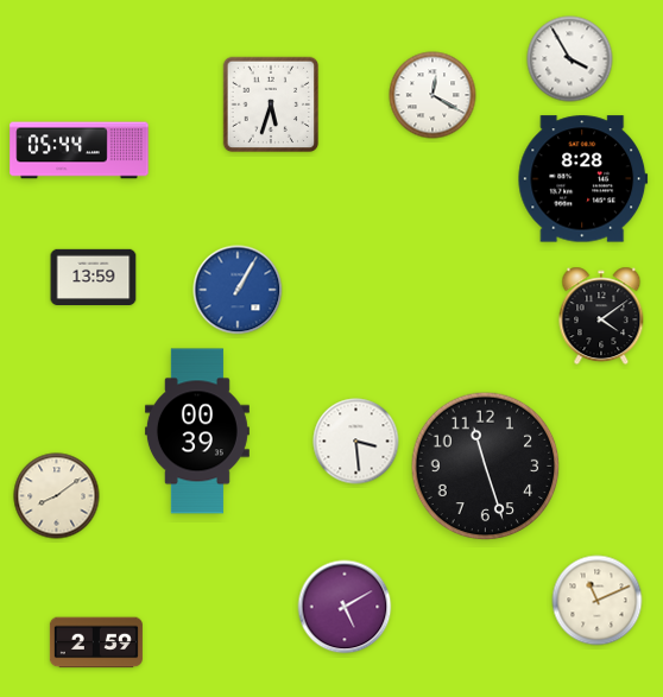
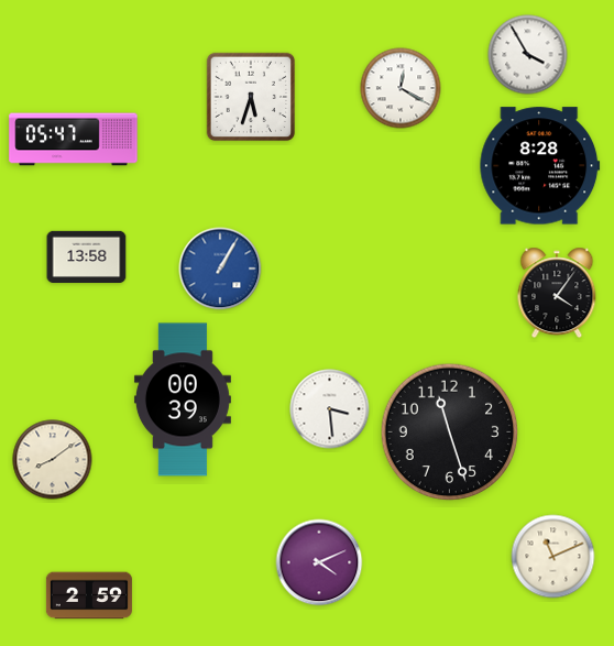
clock at (80, 151): 05:44 -> 05:47
clock at (94, 278): 13:59 -> 13:58
clock at (601, 316): 4:09 -> 4:06
clock at (345, 607): 5:10 -> 4:11
